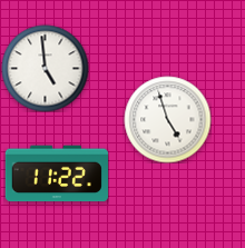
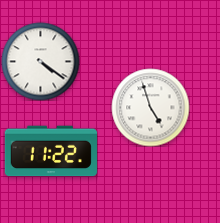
clock at (45, 68): 4:59 -> 4:21
clock at (57, 173) position: (57, 173) -> (51, 151)
